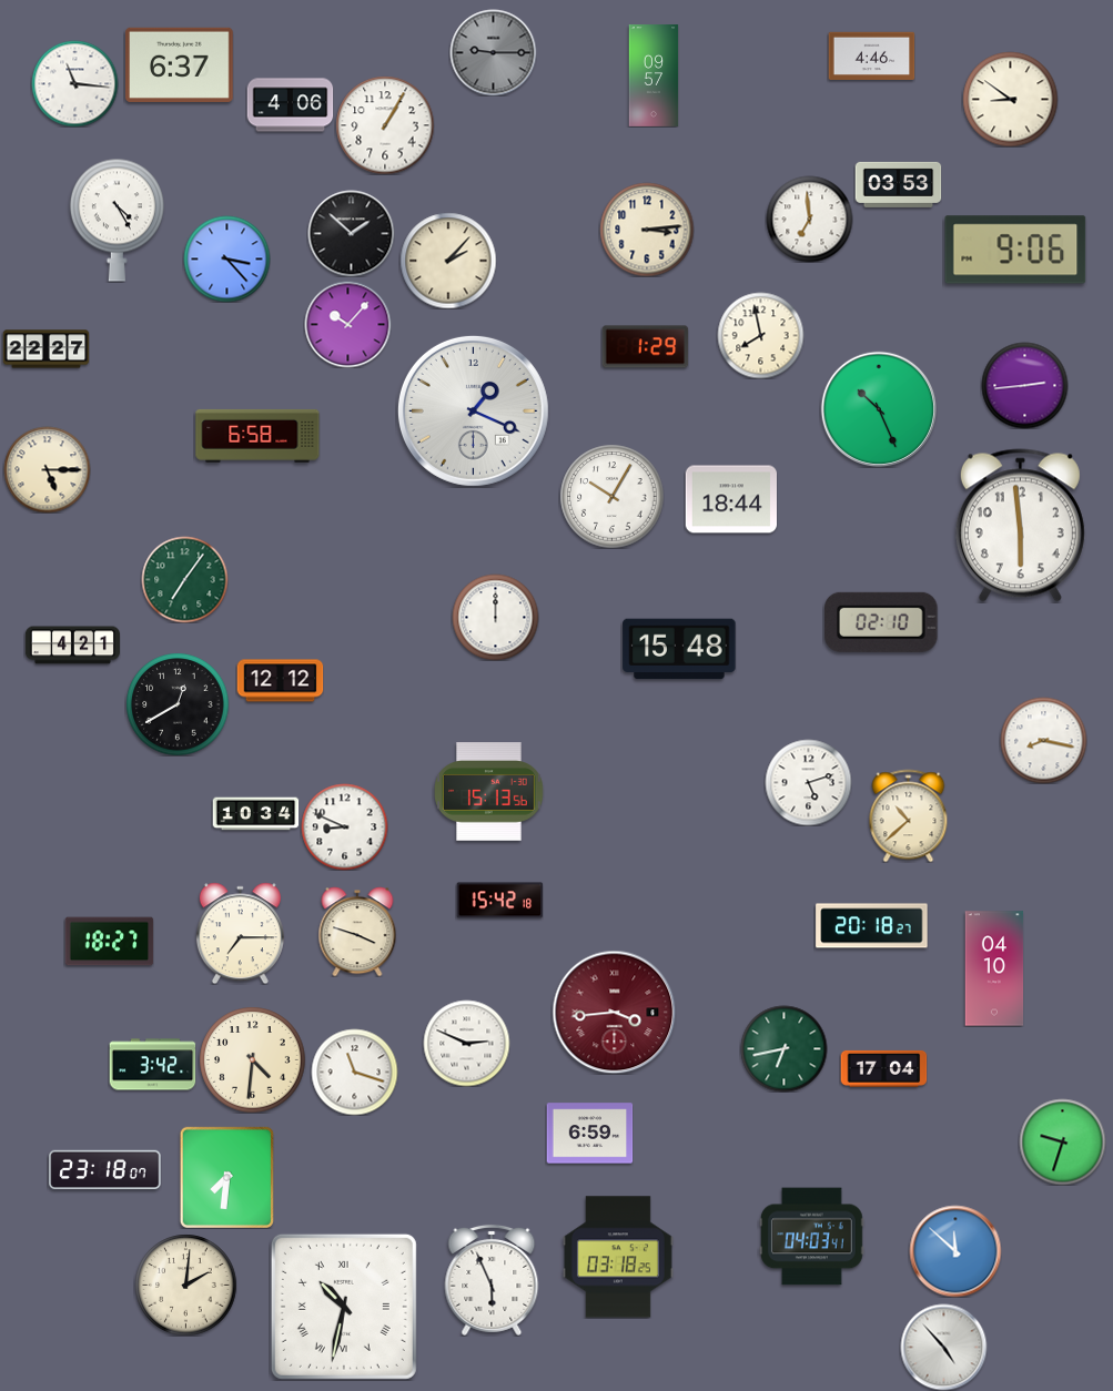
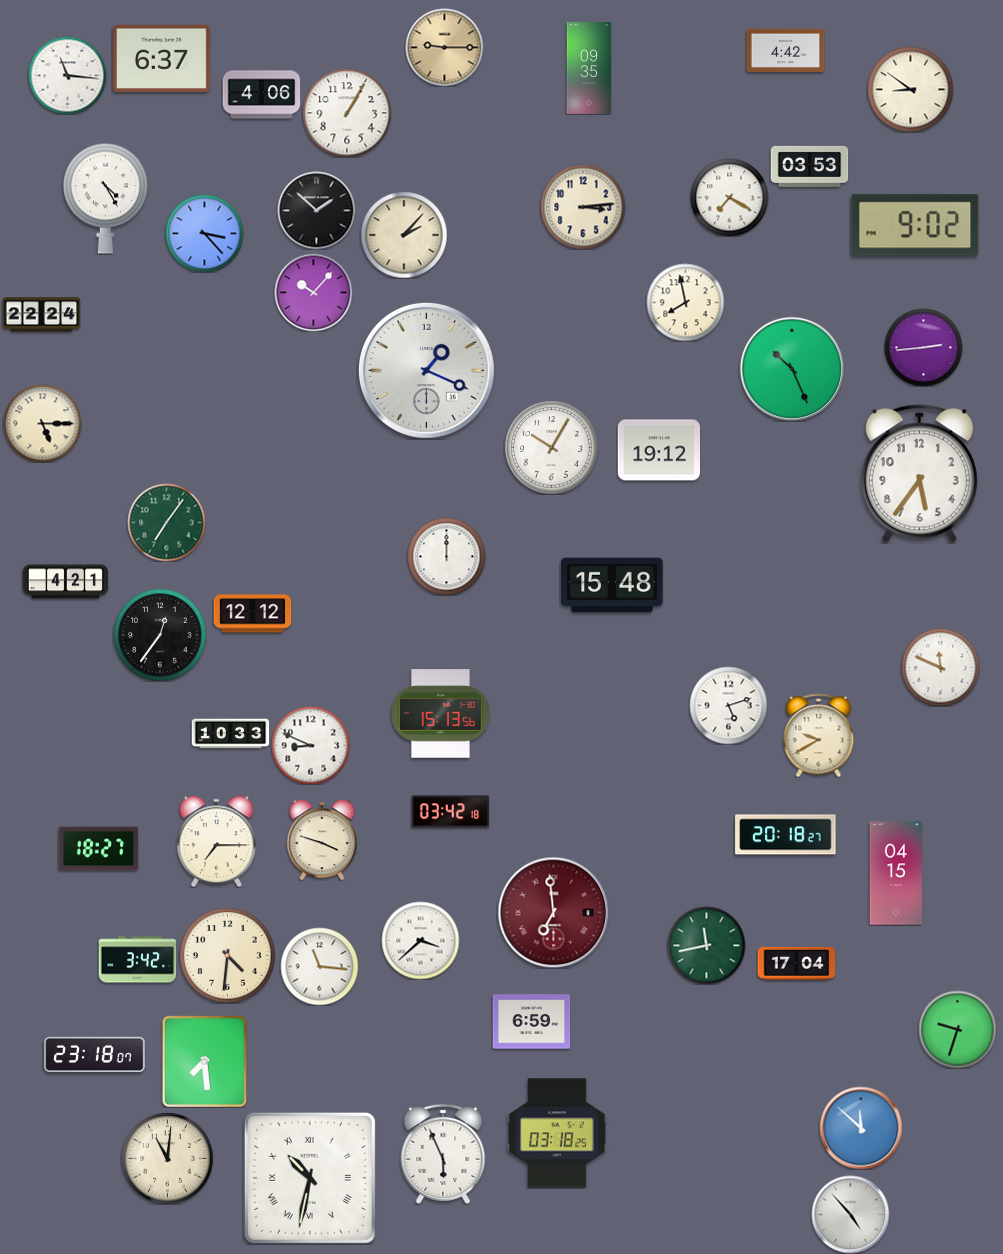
clock at (493, 52) dial: grey -> champagne
clock at (871, 57): 4:46 -> 4:42
clock at (654, 77): 09:57 -> 09:35
clock at (809, 219): 6:59 -> 7:20
clock at (1015, 250): 9:06 -> 9:02
clock at (645, 347): 1:29 -> none
clock at (45, 349): 22:27 -> 22:24
clock at (257, 436): 6:58 -> none
clock at (730, 499): 18:44 -> 19:12
clock at (1020, 526): 5:59 -> 5:36
clock at (881, 622): 02:10 -> none
clock at (178, 704): 12:40 -> 12:36
clock at (1043, 740): 8:17 -> 11:49
clock at (255, 814): 10:34 -> 10:33
clock at (909, 815): 10:38 -> 9:40
clock at (499, 901): 15:42 -> 03:42
clock at (994, 968): 04:10 -> 04:15
clock at (614, 1012): 3:44 -> 6:59
clock at (466, 1043): 2:49 -> 3:38
clock at (783, 1048): 6:43 -> 11:43
clock at (354, 1072): 11:18 -> 11:16
clock at (226, 1177): 7:31 -> 7:29
clock at (812, 1237): 04:03 -> none
clock at (185, 1285): 2:01 -> 11:01
